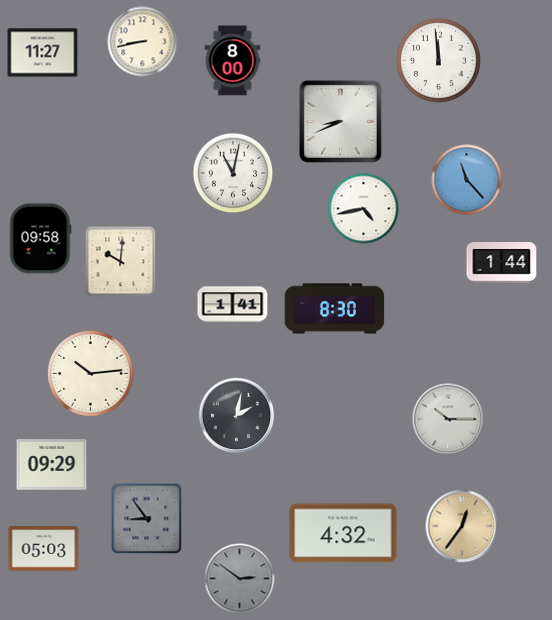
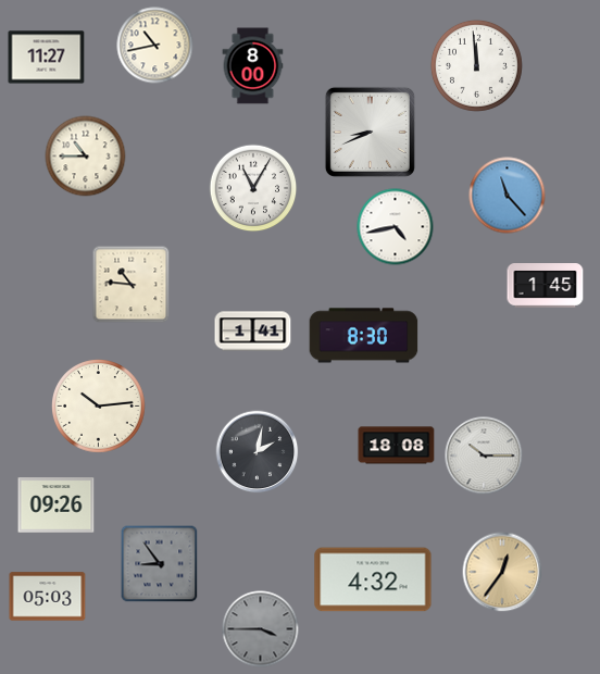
clock at (143, 42): 8:43 -> 10:43
clock at (86, 157): none -> 10:45
clock at (233, 173): 11:02 -> 11:05
clock at (40, 239): 09:58 -> none
clock at (121, 262): 10:01 -> 10:46
clock at (502, 263): 1:44 -> 1:45
clock at (397, 446): none -> 18:08
clock at (448, 419) position: (448, 419) -> (484, 455)
clock at (52, 465): 09:29 -> 09:26
clock at (240, 579): 2:51 -> 3:45
